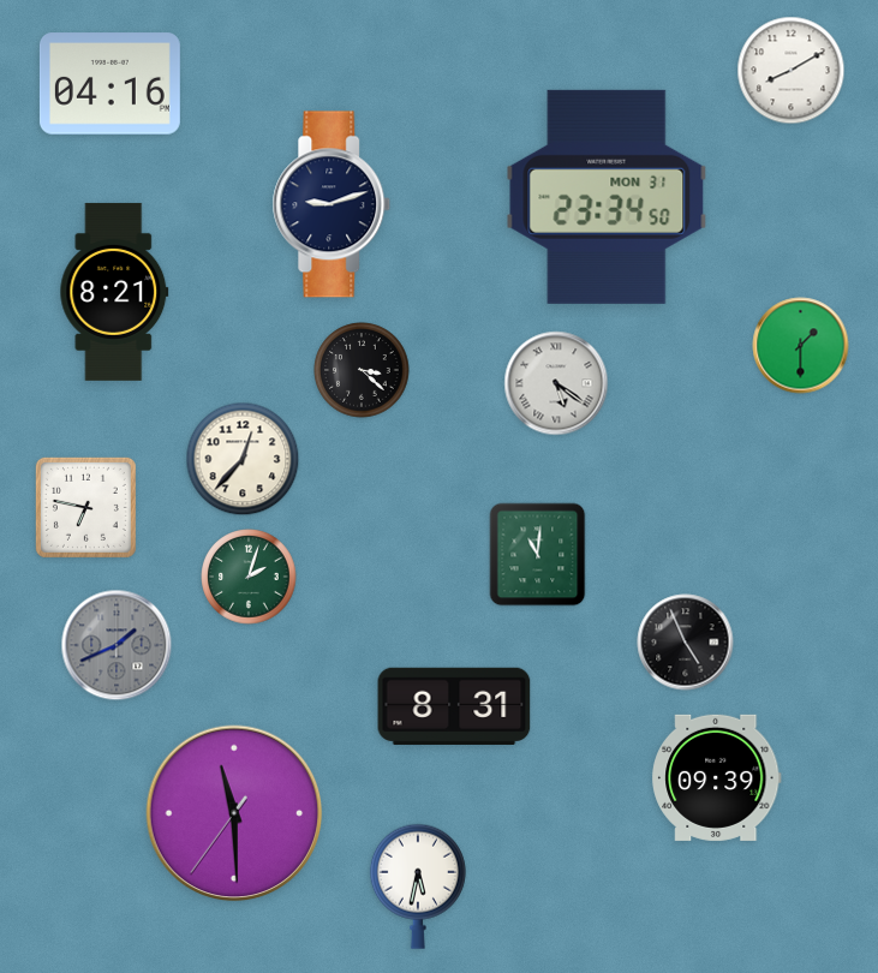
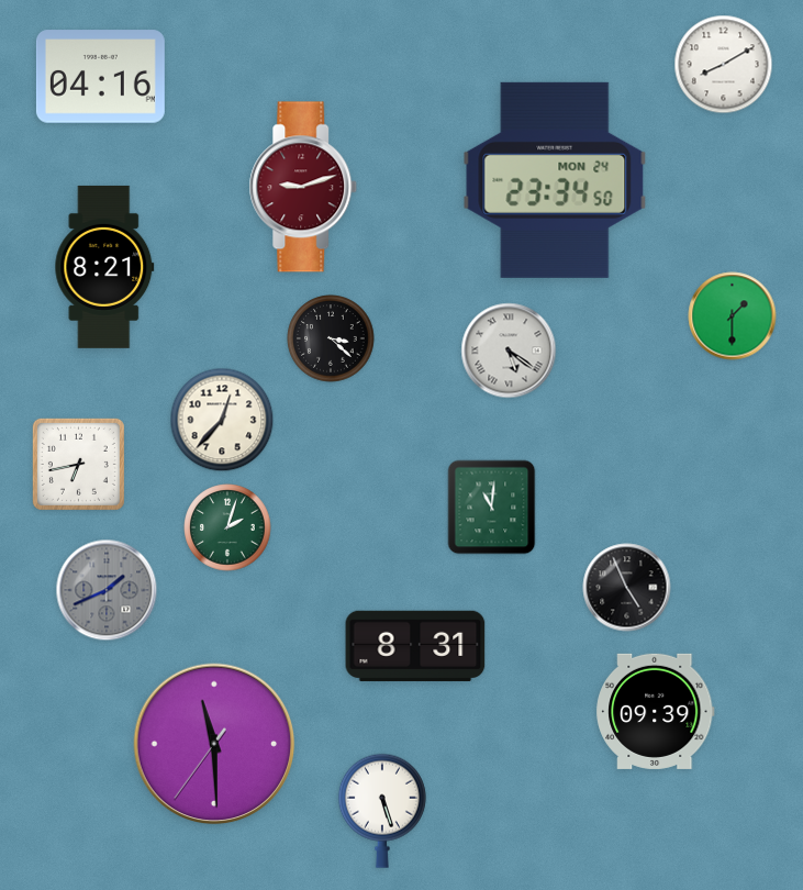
clock at (607, 197) date: MON 31 -> MON 24
clock at (332, 204) dial: navy -> burgundy
clock at (85, 507): 6:47 -> 6:43
clock at (418, 887): 5:32 -> 5:27
